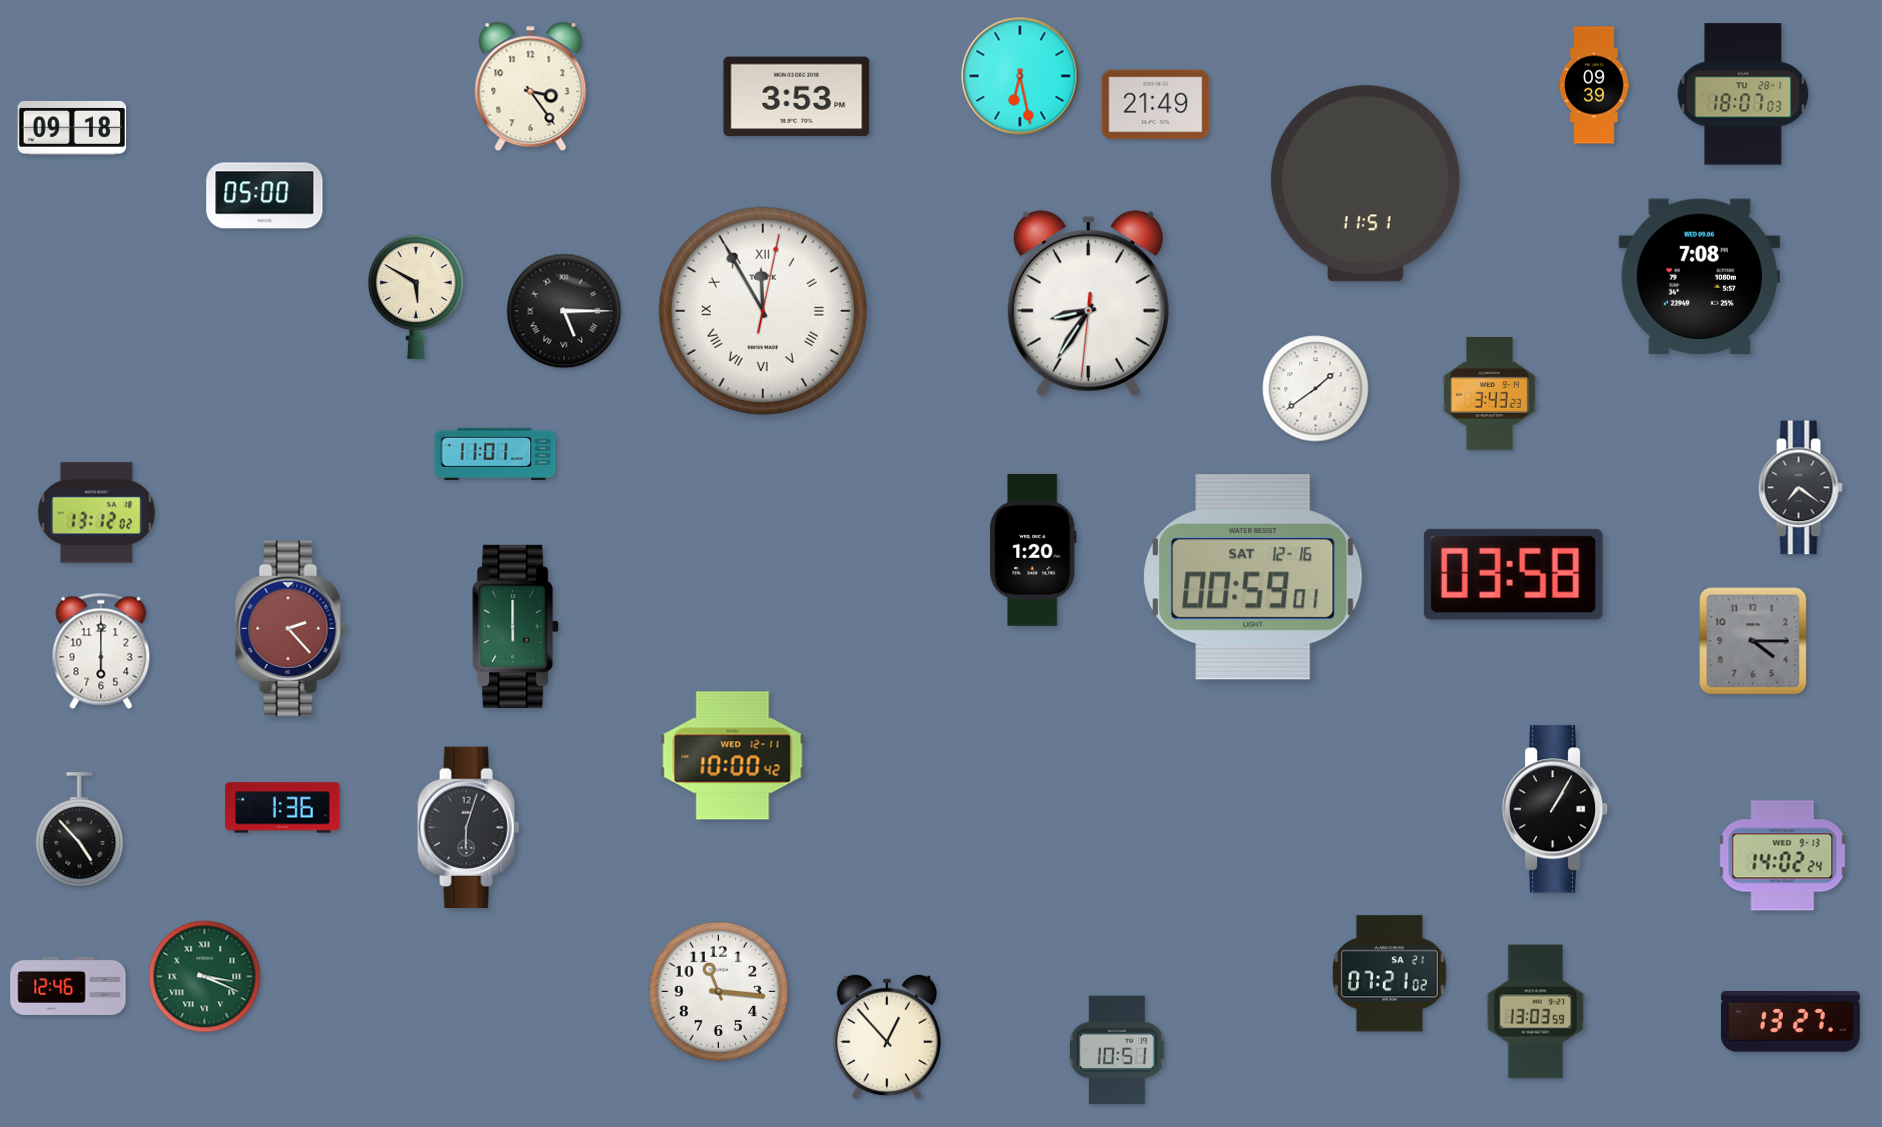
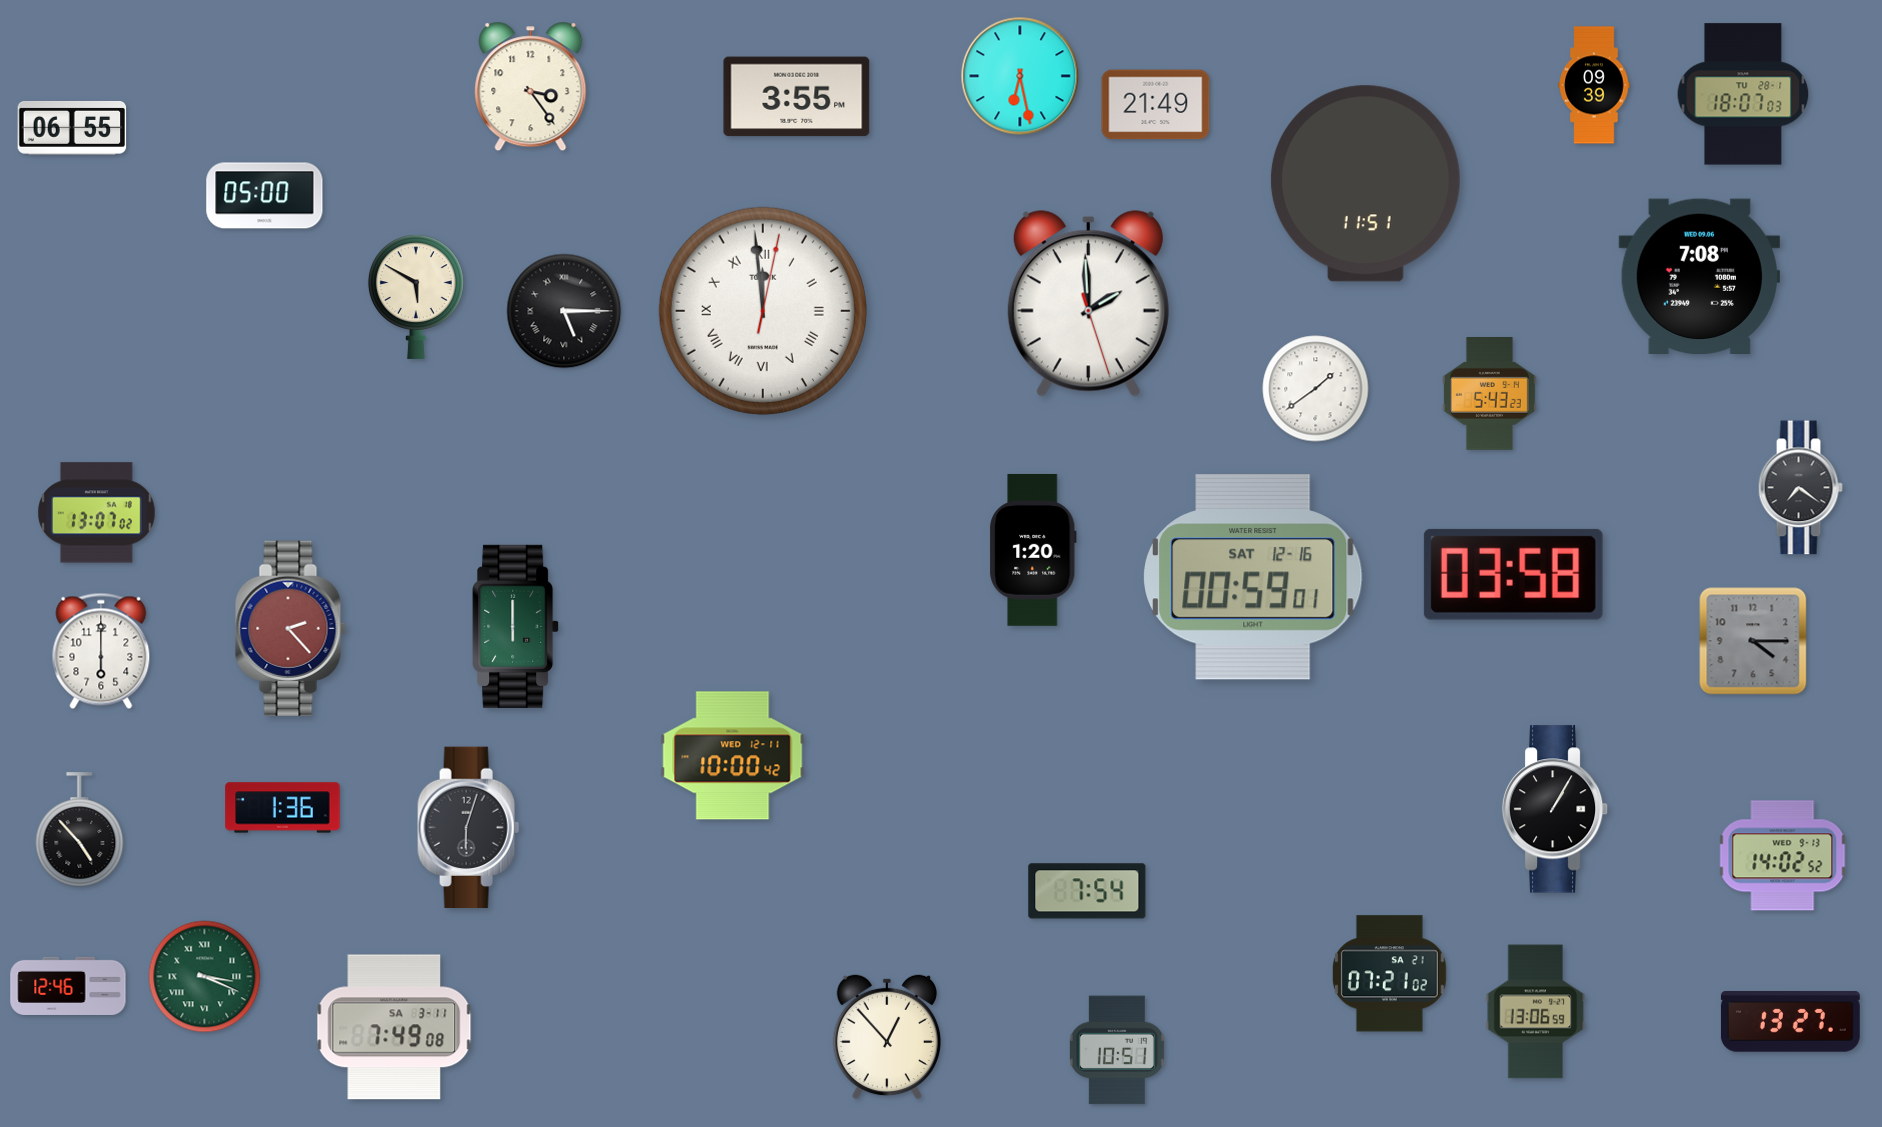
clock at (797, 97): 3:53 -> 3:55
clock at (72, 128): 09:18 -> 06:55
clock at (1088, 304): 8:35 -> 1:59
clock at (763, 311): 11:55 -> 11:59
clock at (1489, 394): 3:43 -> 5:43
clock at (495, 454): 11:01 -> none
clock at (96, 513): 13:12 -> 13:07
clock at (1783, 856): 14:02:24 -> 14:02:52
clock at (1087, 891): none -> 7:54
clock at (719, 992): 11:16 -> none
clock at (1536, 1012): 13:03 -> 13:06
clock at (394, 1027): none -> 7:49
